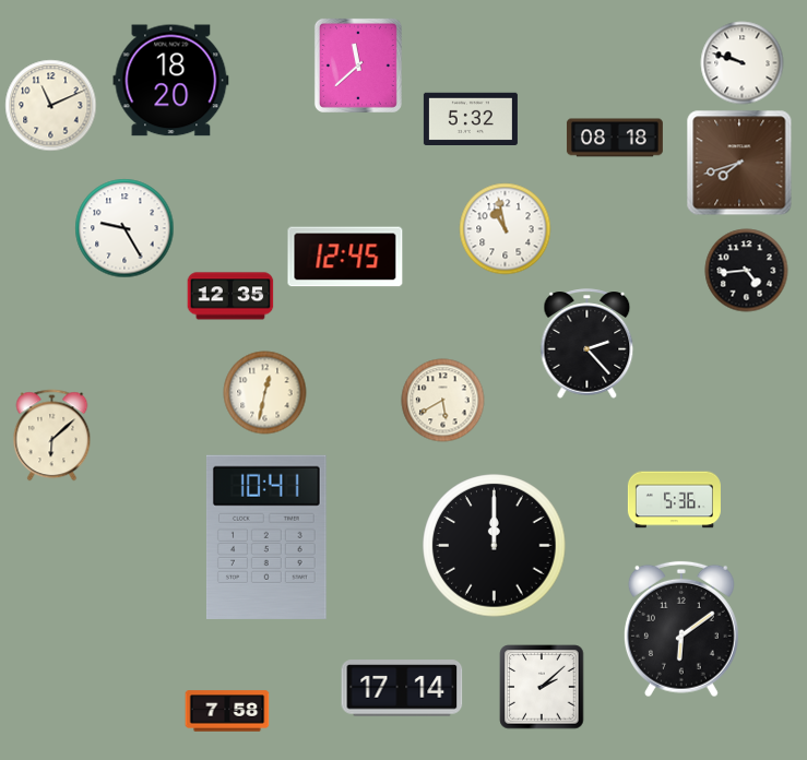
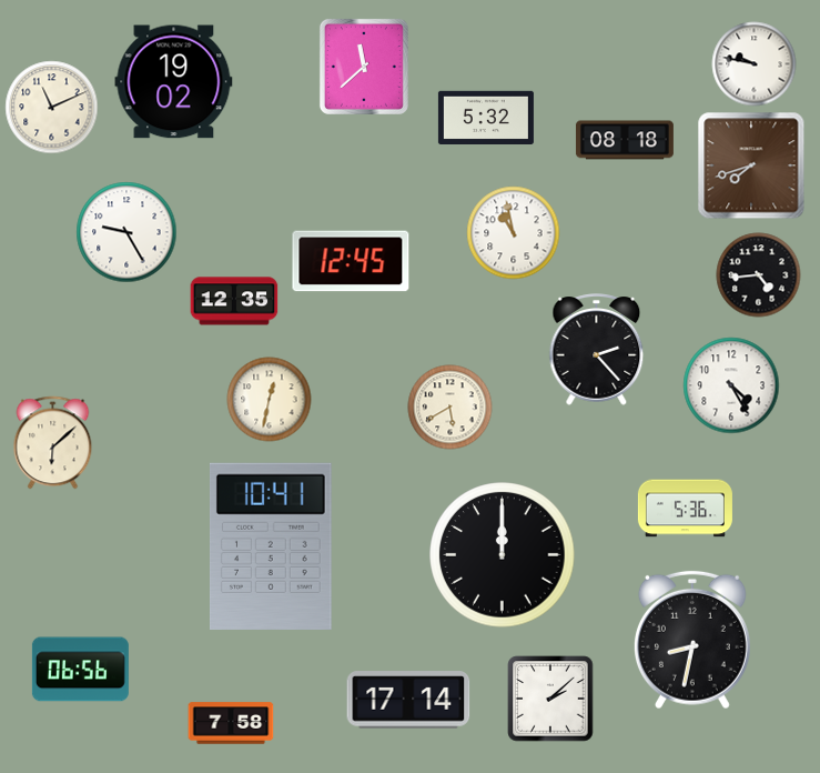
clock at (743, 63): 9:48 -> 9:47
clock at (171, 81): 18:20 -> 19:02
clock at (471, 118) position: (471, 118) -> (486, 117)
clock at (731, 385): none -> 4:25
clock at (681, 629): 6:09 -> 8:32
clock at (80, 670): none -> 06:56
